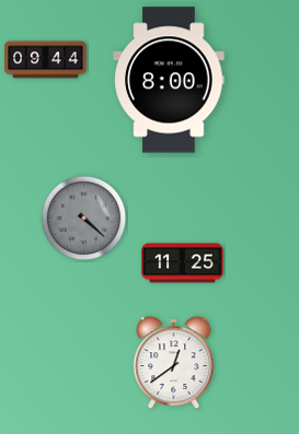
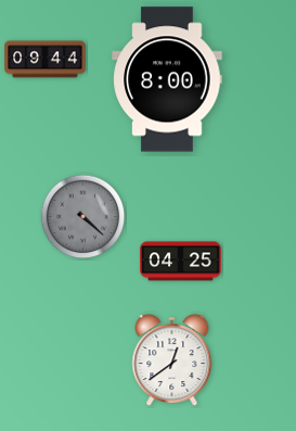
clock at (183, 263): 11:25 -> 04:25
